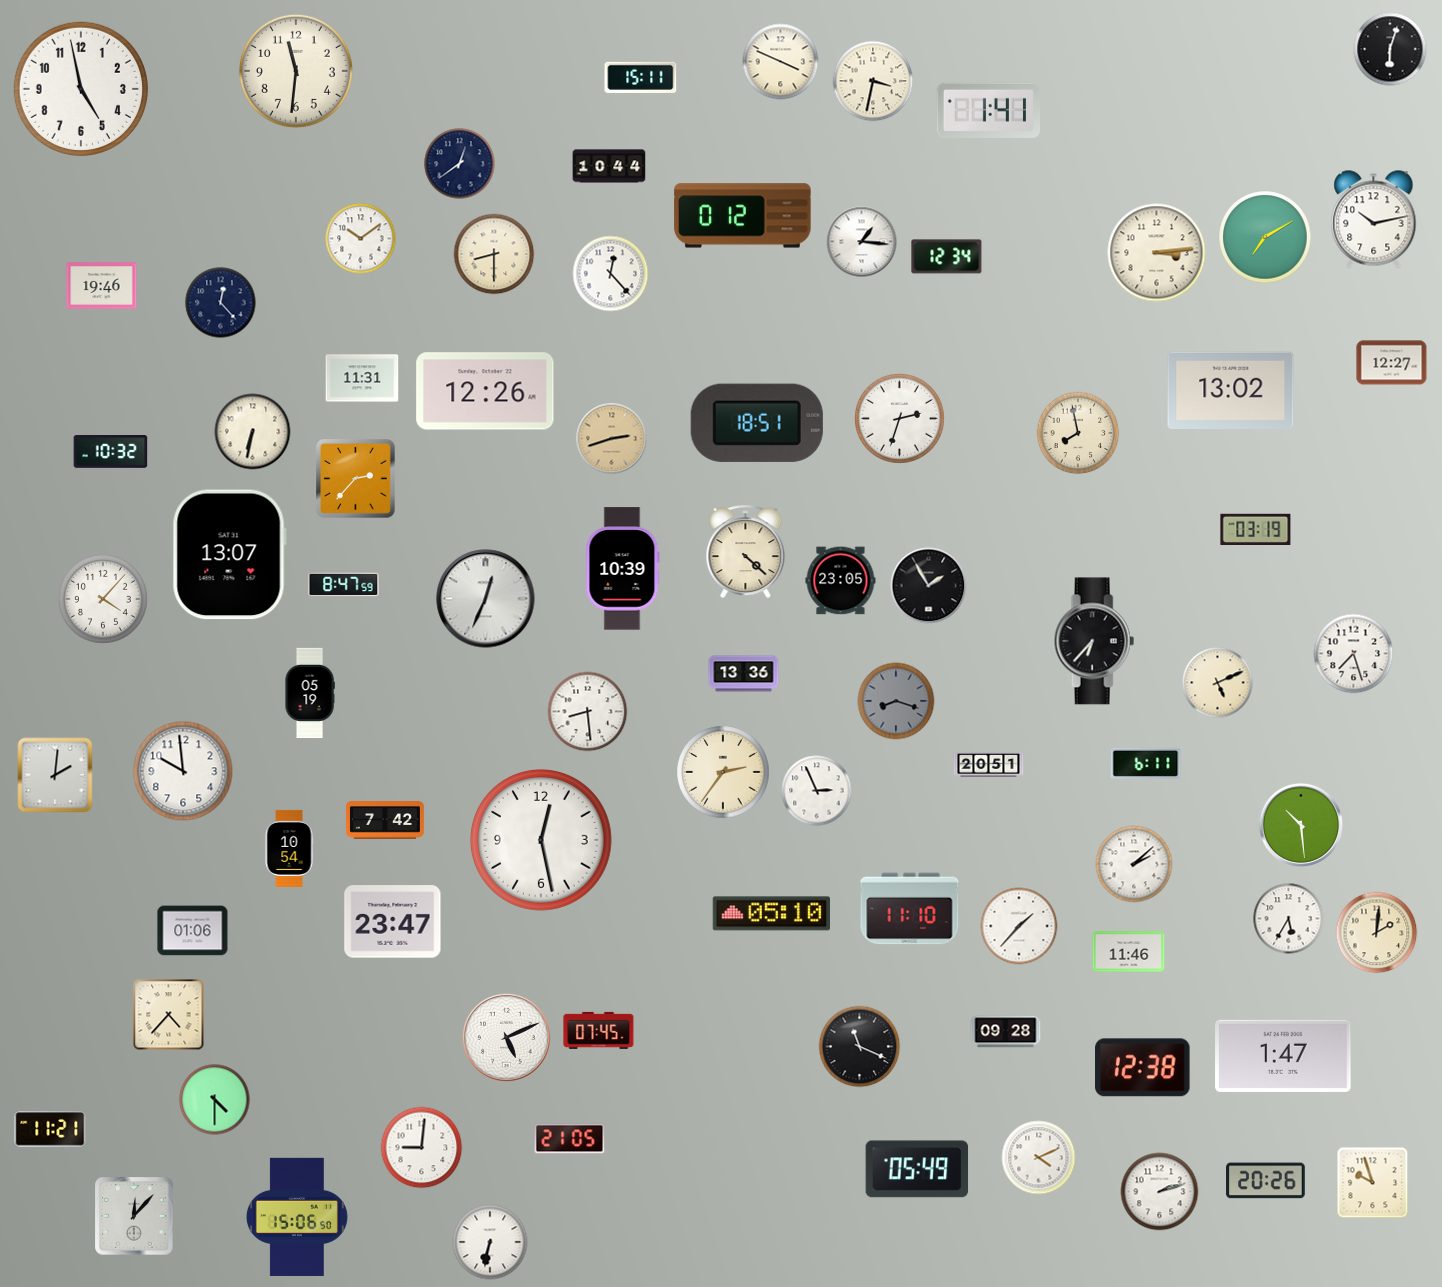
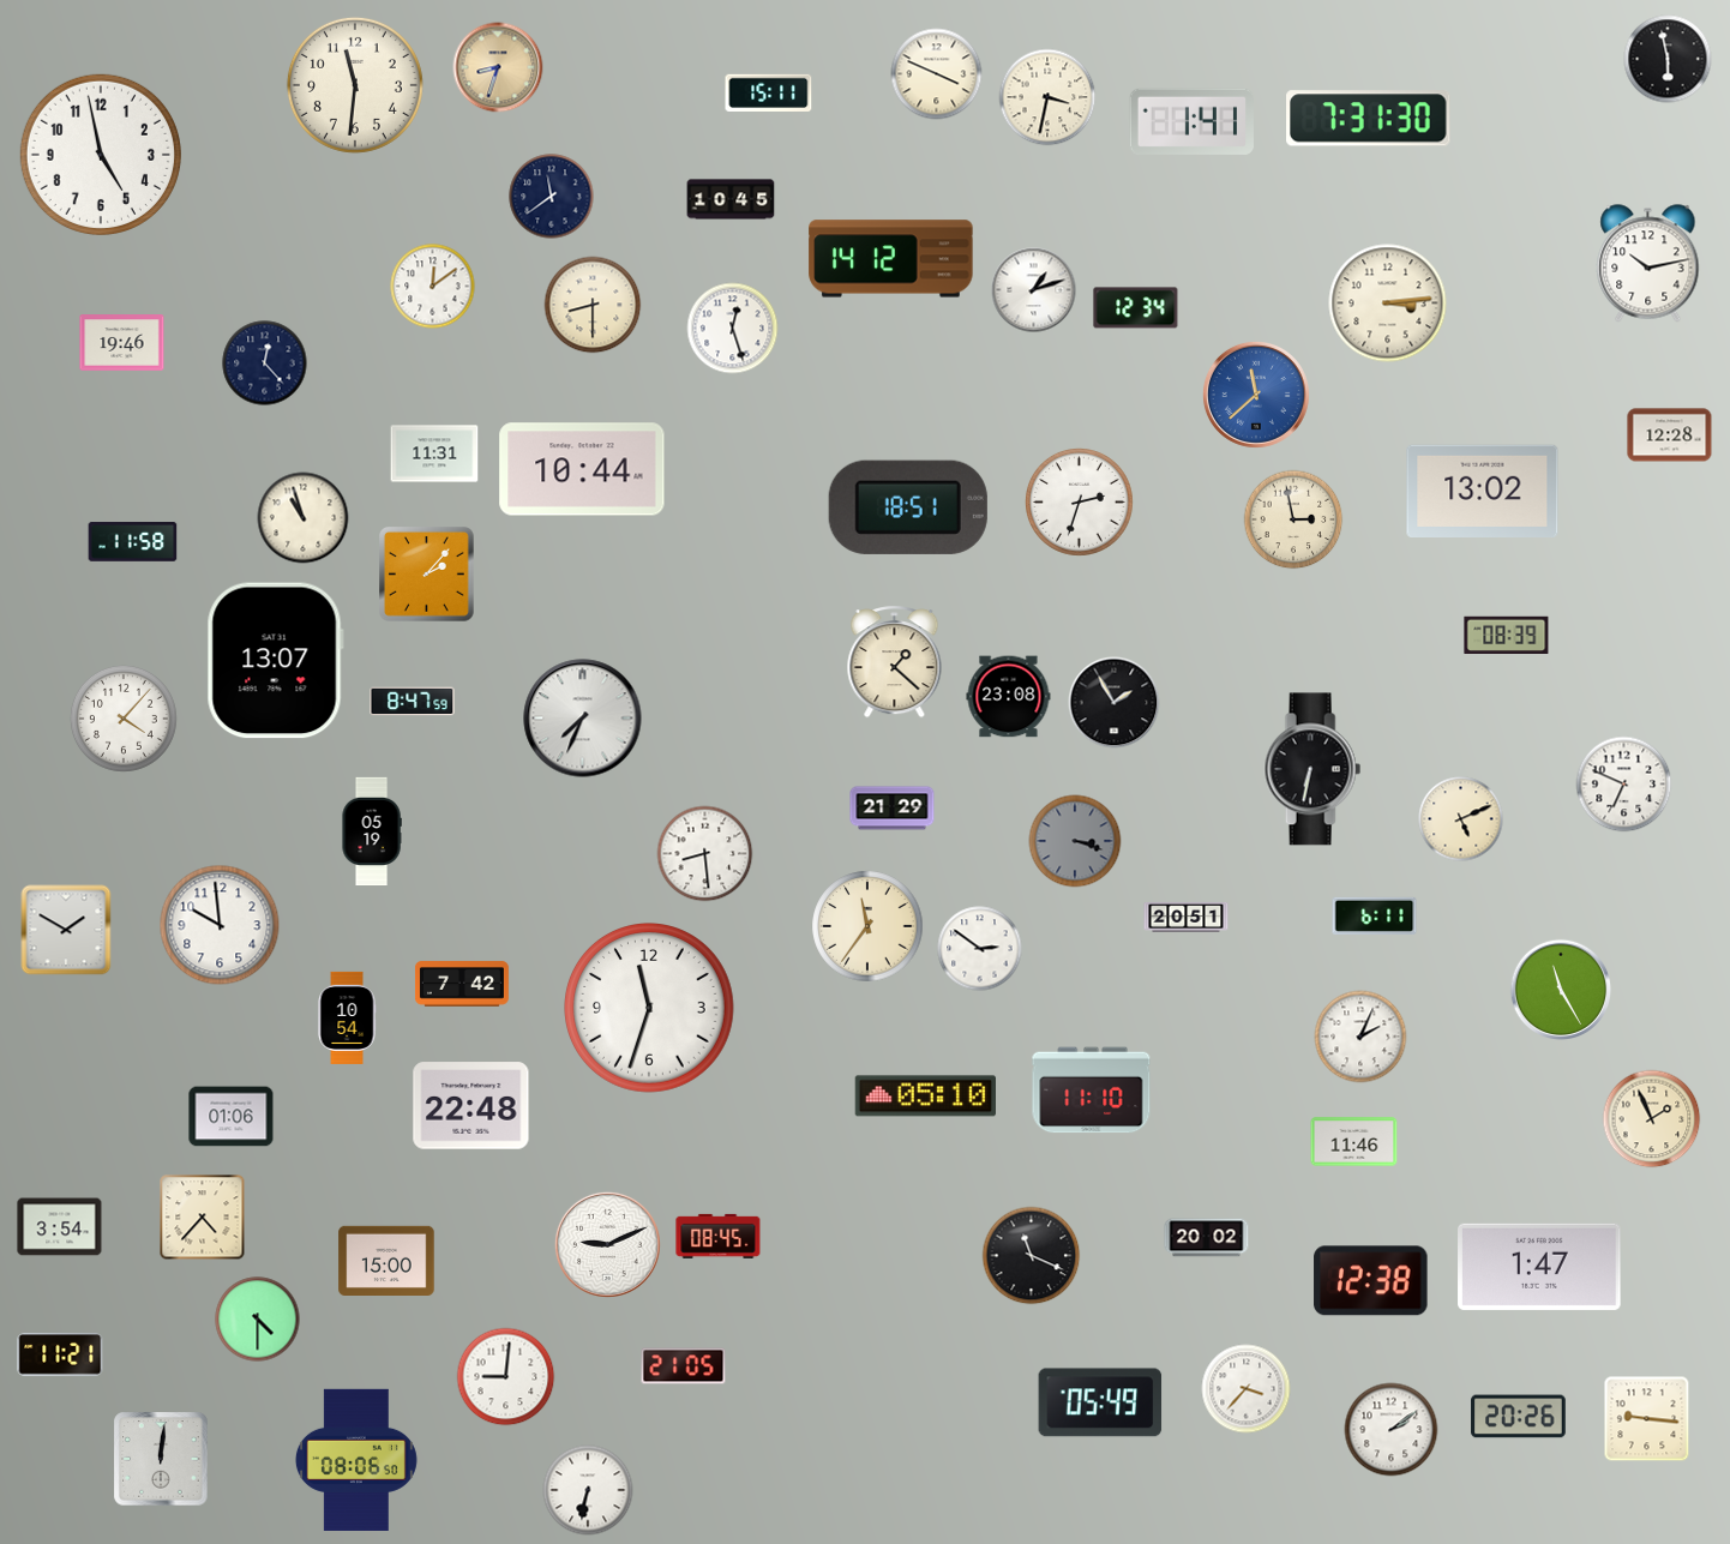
clock at (1390, 49): 6:03 -> 5:58
clock at (498, 67): none -> 8:33
clock at (81, 89) position: (81, 89) -> (101, 155)
clock at (1369, 119): none -> 7:31
clock at (988, 110) position: (988, 110) -> (1191, 121)
clock at (460, 164): 12:39 -> 11:39
clock at (609, 166): 10:44 -> 10:45
clock at (743, 216): 0:12 -> 14:12
clock at (1265, 237): 7:10 -> none
clock at (361, 239): 10:09 -> 12:09
clock at (862, 242): 1:16 -> 1:12
clock at (611, 274): 12:23 -> 12:27
clock at (1256, 395): none -> 11:38
clock at (1392, 363): 12:27 -> 12:28
clock at (1231, 390) position: (1231, 390) -> (1483, 491)
clock at (485, 391): 12:26 -> 10:44
clock at (253, 432): 6:32 -> 10:57
clock at (1078, 433): 7:58 -> 2:58
clock at (612, 439): 2:42 -> none
clock at (111, 452): 10:32 -> 11:58
clock at (356, 479): 2:37 -> 2:07
clock at (1256, 529): 03:19 -> 08:39
clock at (746, 552): 4:22 -> 1:22
clock at (229, 555) position: (229, 555) -> (275, 661)
clock at (623, 569): 10:39 -> none
clock at (841, 581): 23:05 -> 23:08
clock at (486, 599): 12:34 -> 7:34
clock at (1094, 641): 6:37 -> 6:32
clock at (1354, 654): 7:27 -> 6:49
clock at (744, 674): 13:36 -> 21:29
clock at (896, 701): 8:18 -> 3:18
clock at (723, 772): 2:36 -> 11:36
clock at (55, 775): 2:01 -> 1:50
clock at (817, 791): 2:56 -> 2:51
clock at (1300, 824): 10:29 -> 11:25
clock at (542, 841): 12:28 -> 11:33
clock at (1134, 864): 2:08 -> 2:04
clock at (1289, 919): 5:35 -> none
clock at (393, 922): 23:47 -> 22:48
clock at (1019, 926): 1:37 -> none
clock at (1377, 933): 2:01 -> 1:56
clock at (60, 1227): none -> 3:54
clock at (599, 1030): 07:45 -> 08:45
clock at (1006, 1032): 09:28 -> 20:02
clock at (506, 1037): 5:11 -> 9:11
clock at (386, 1260): none -> 15:00
clock at (1039, 1158): 4:11 -> 3:37
clock at (1373, 1183): 9:57 -> 9:16
clock at (1160, 1192): 2:12 -> 2:09
clock at (134, 1216): 12:07 -> 12:01
clock at (297, 1217): 15:06 -> 08:06
